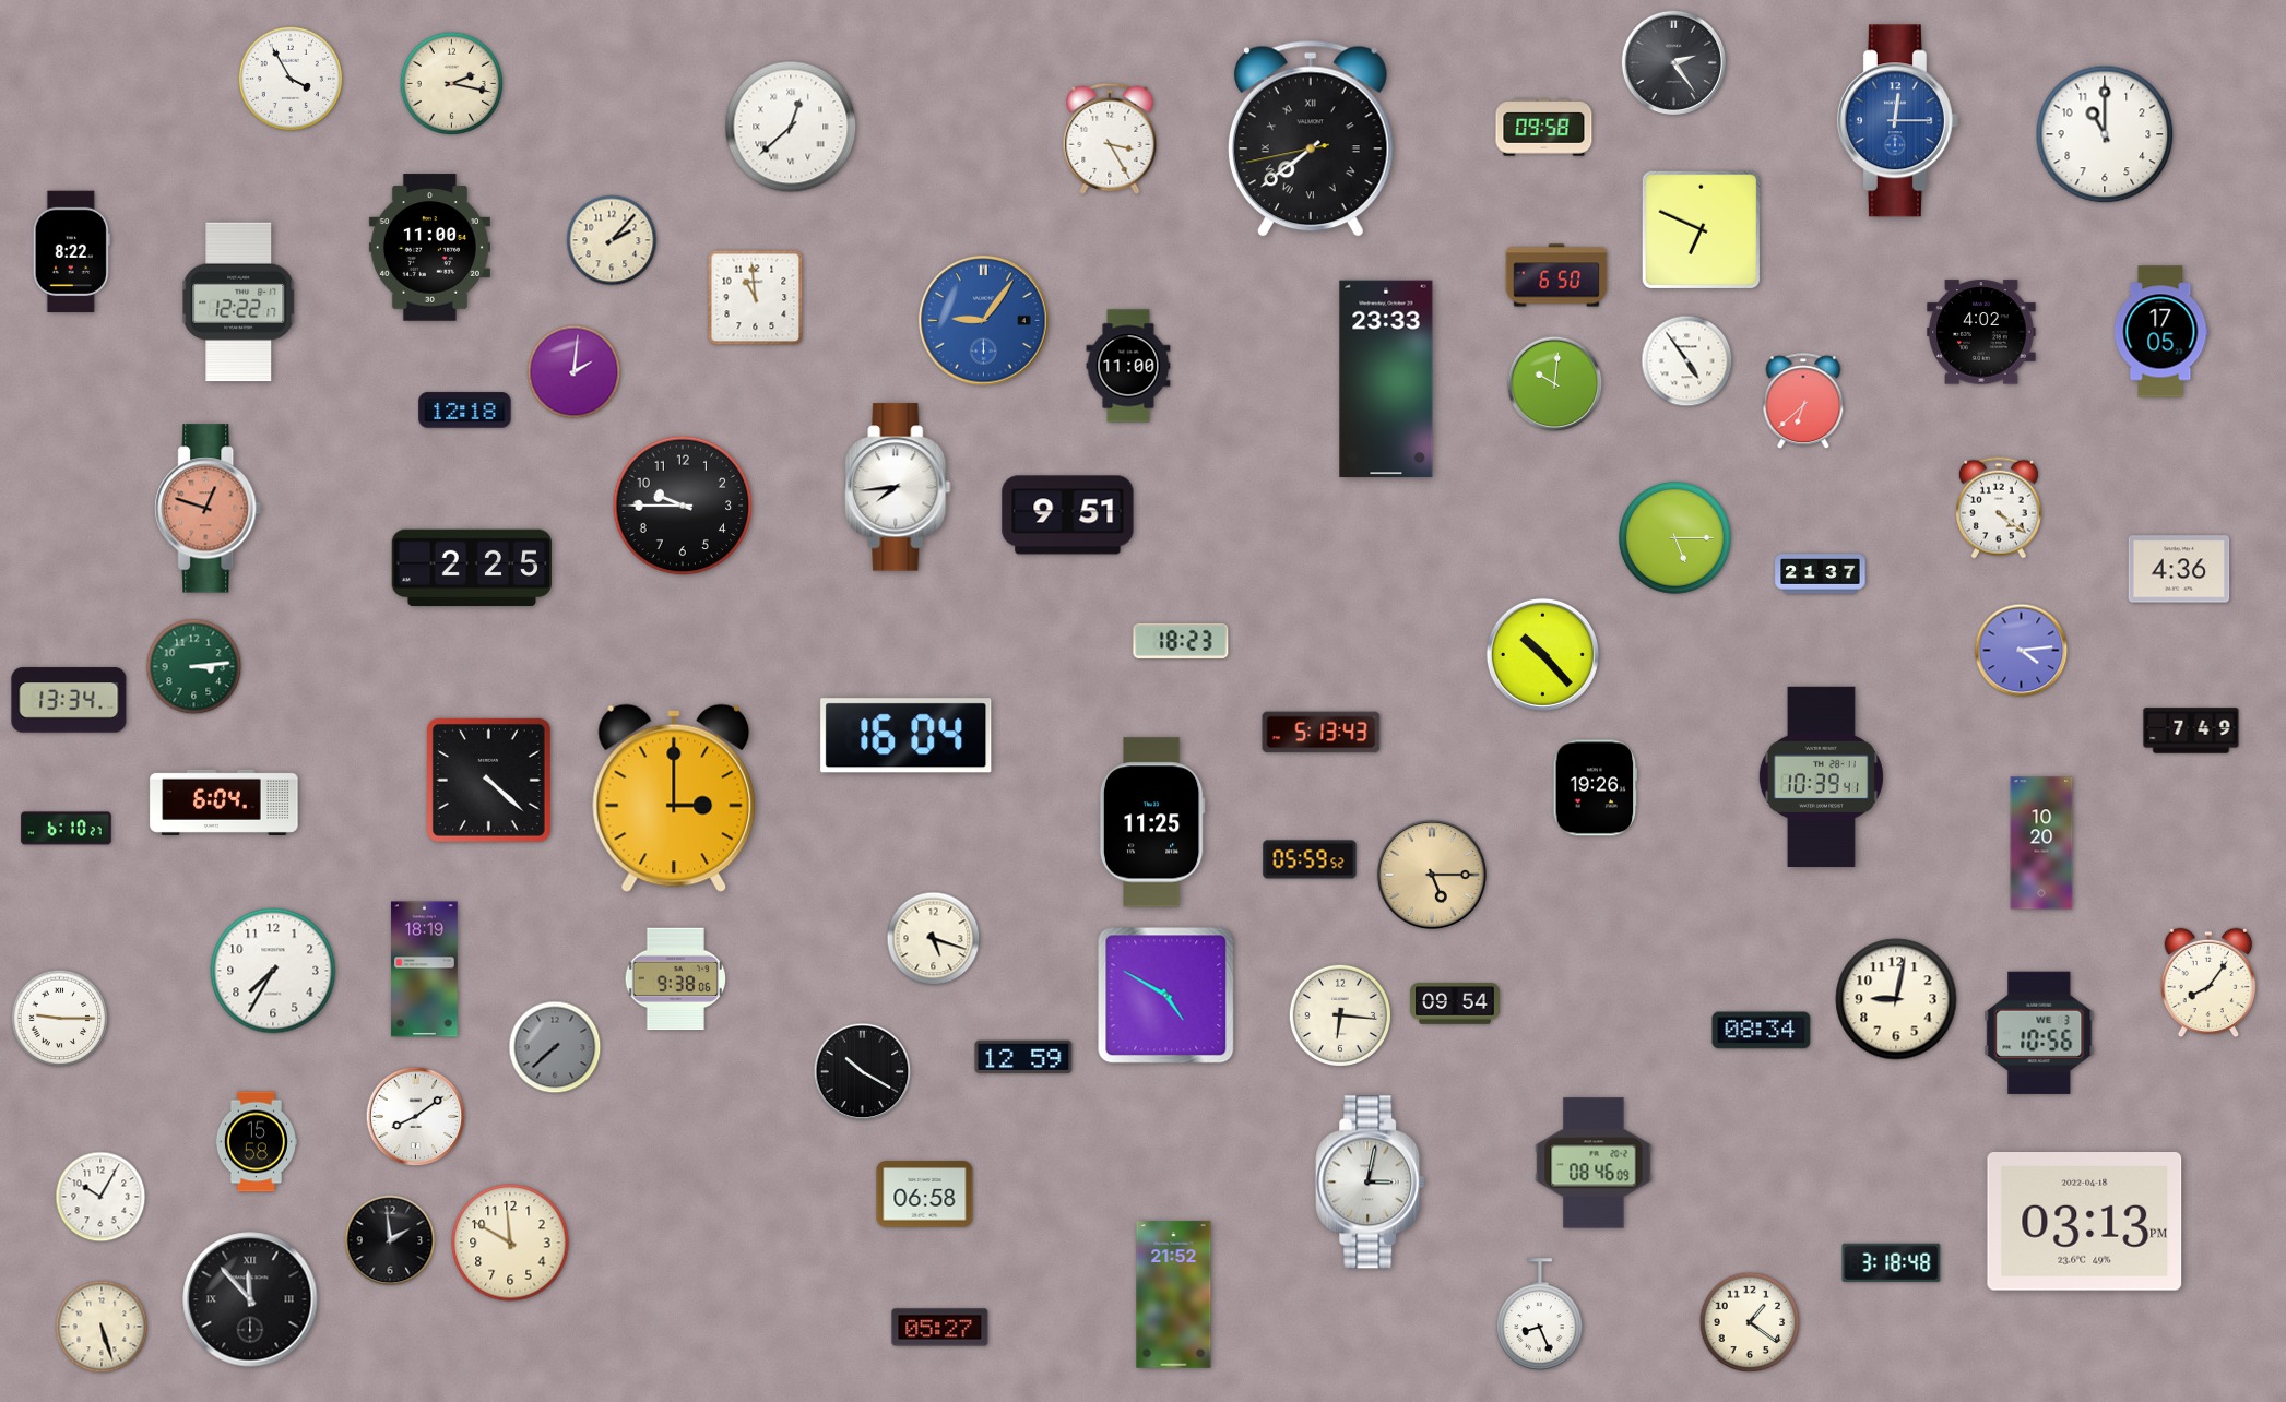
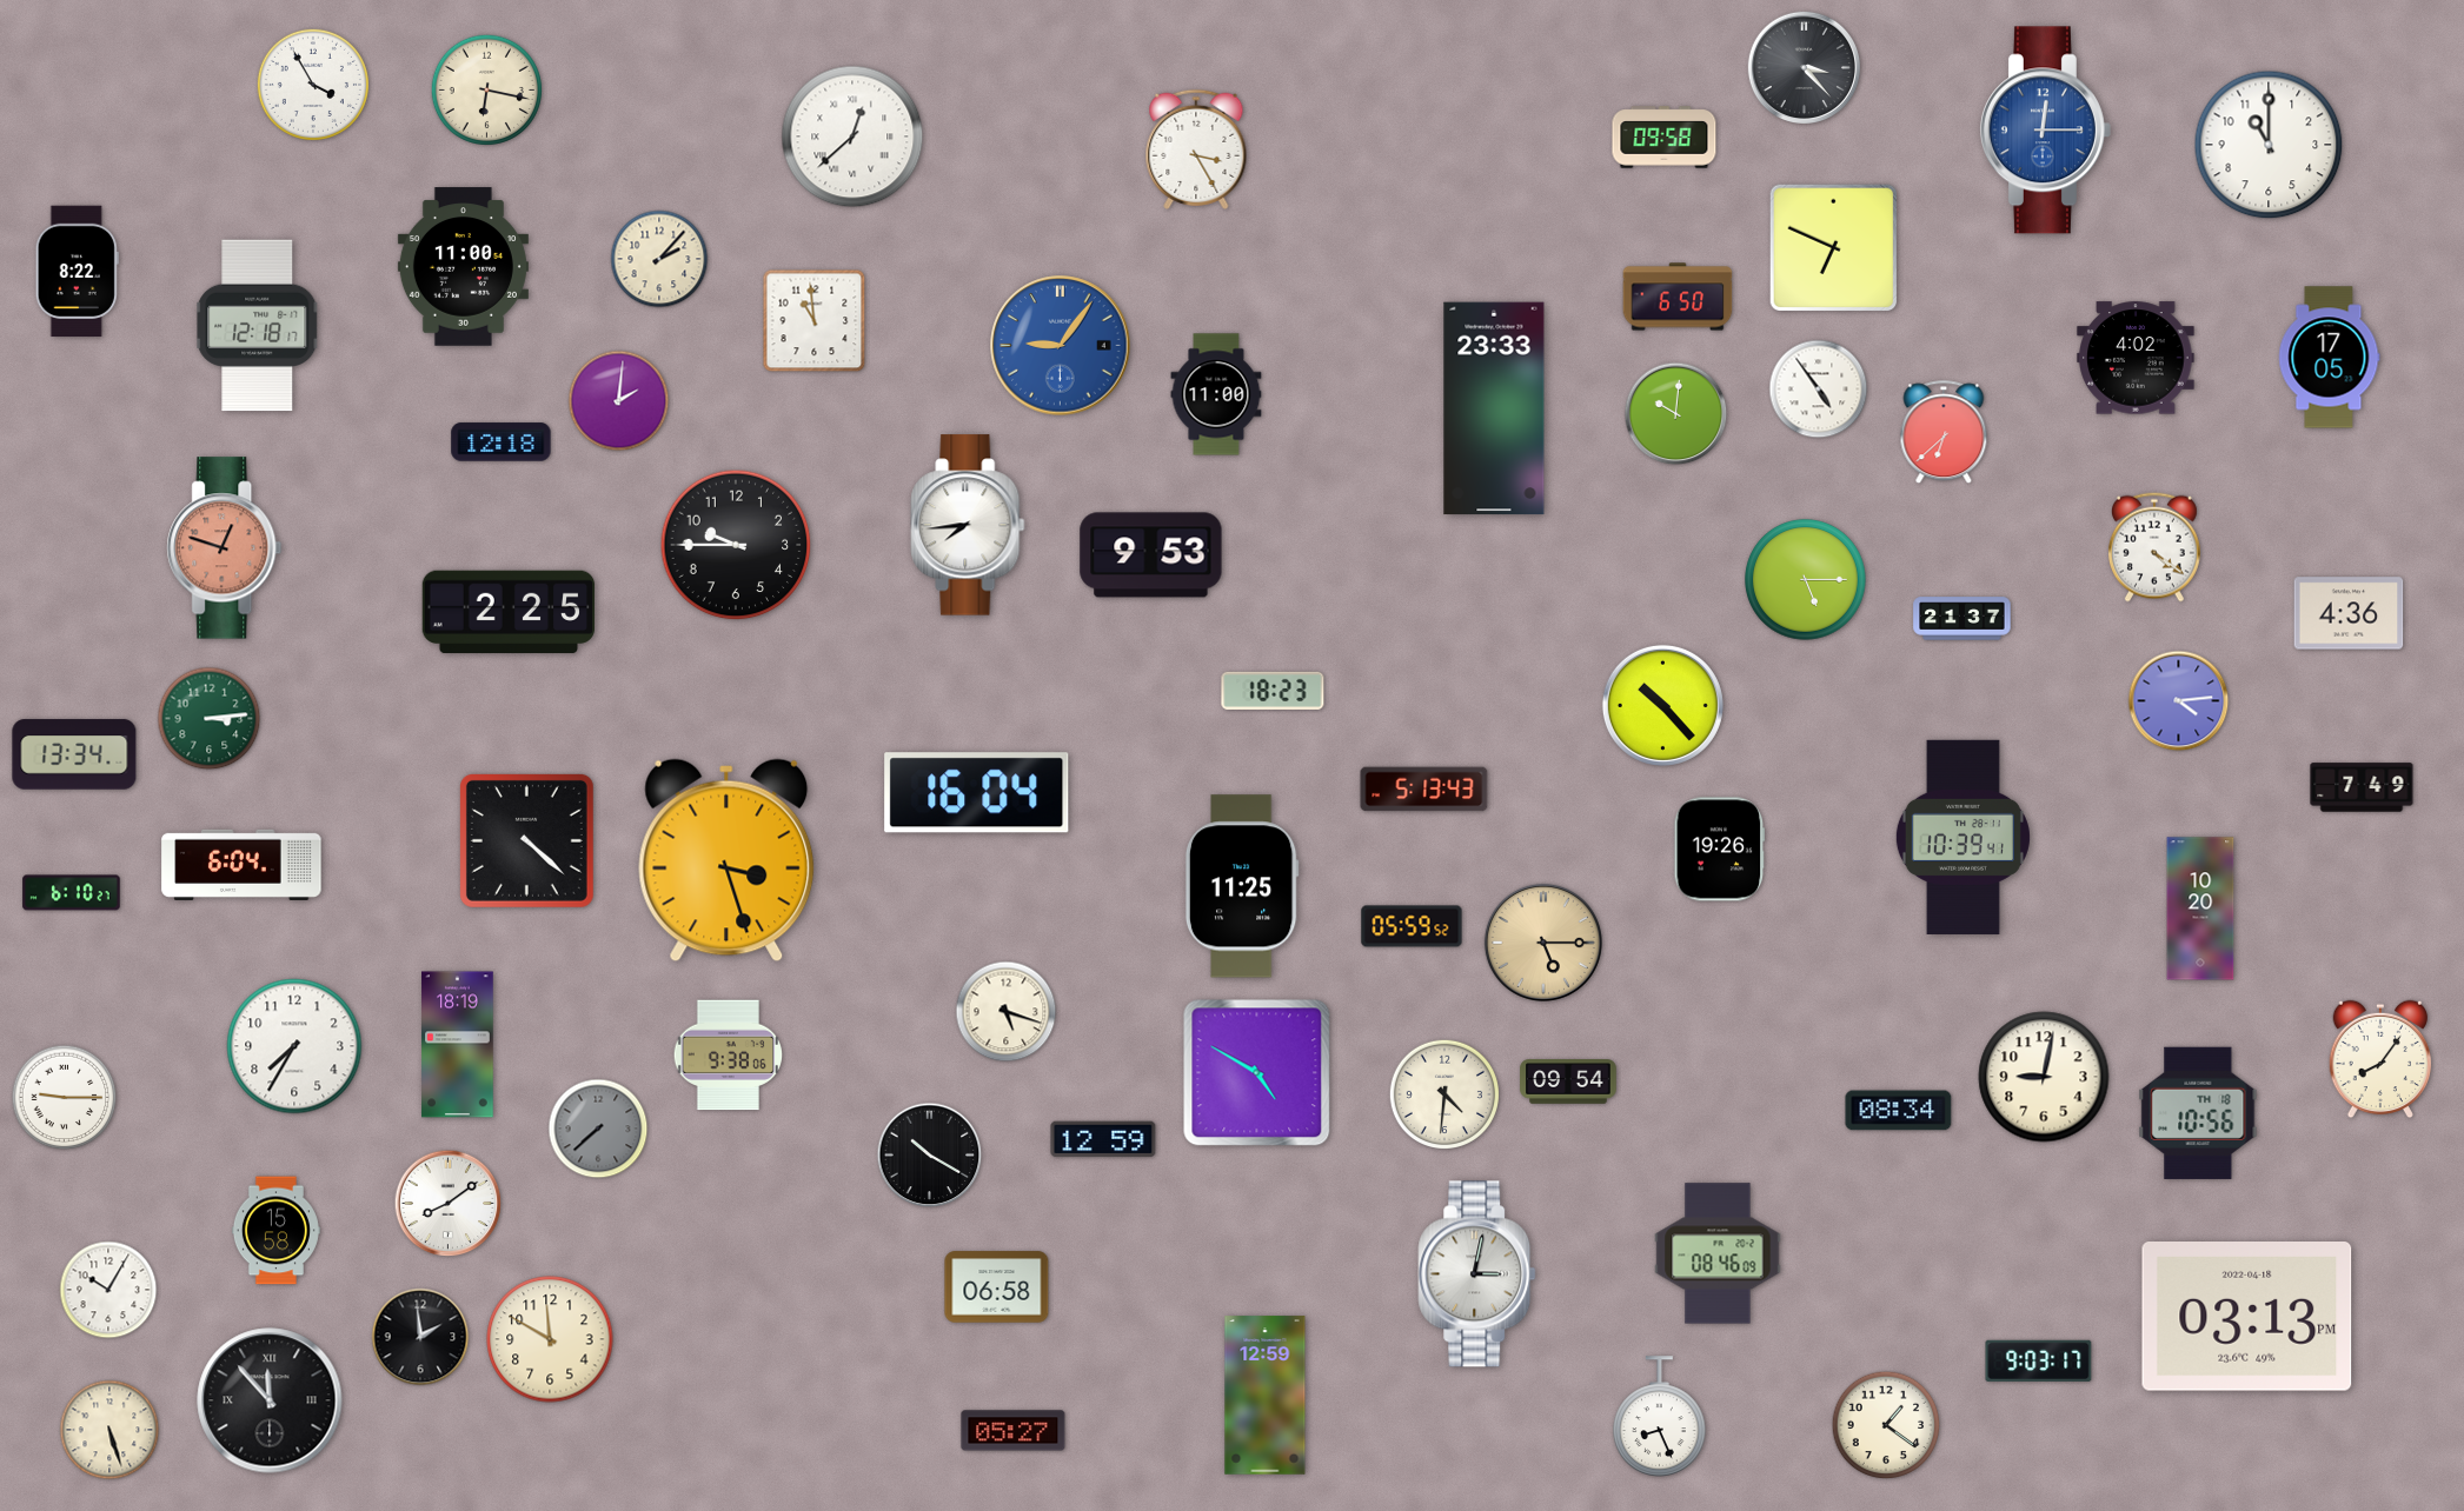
clock at (1673, 62): 2:24 -> 3:23
clock at (451, 83): 2:17 -> 6:17
clock at (1311, 139): 7:38 -> none
clock at (239, 302): 12:22 -> 12:18
clock at (1068, 515): 9:51 -> 9:53
clock at (674, 798): 3:00 -> 3:27
clock at (1339, 1014): 6:16 -> 4:31
clock at (2039, 1033) date: WE 3 -> TH 18
clock at (1892, 1262): 3:18 -> 9:03
clock at (1174, 1295): 21:52 -> 12:59
